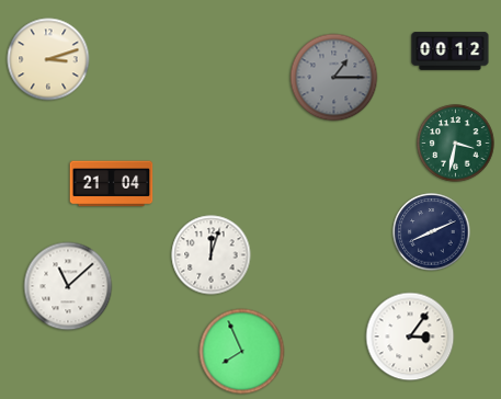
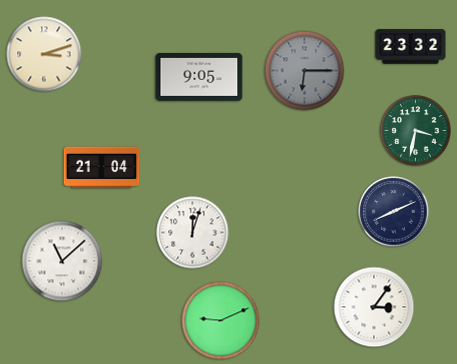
clock at (451, 52): 00:12 -> 23:32
clock at (334, 78): 1:15 -> 6:15
clock at (199, 77): none -> 9:05
clock at (242, 352): 7:56 -> 9:11
